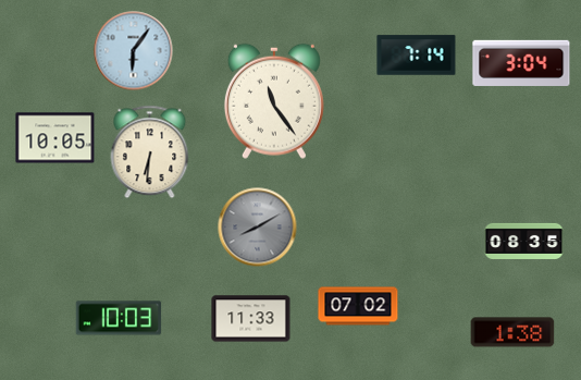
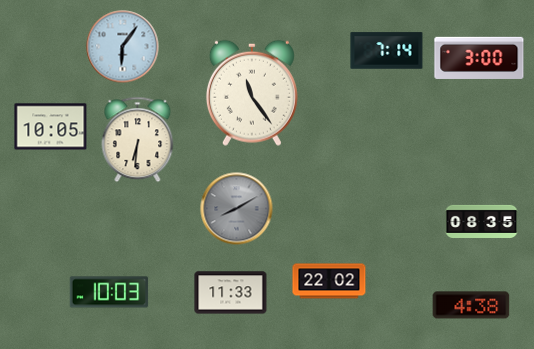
clock at (417, 56) position: (417, 56) -> (387, 51)
clock at (521, 63): 3:04 -> 3:00
clock at (358, 306): 07:02 -> 22:02
clock at (512, 332): 1:38 -> 4:38
